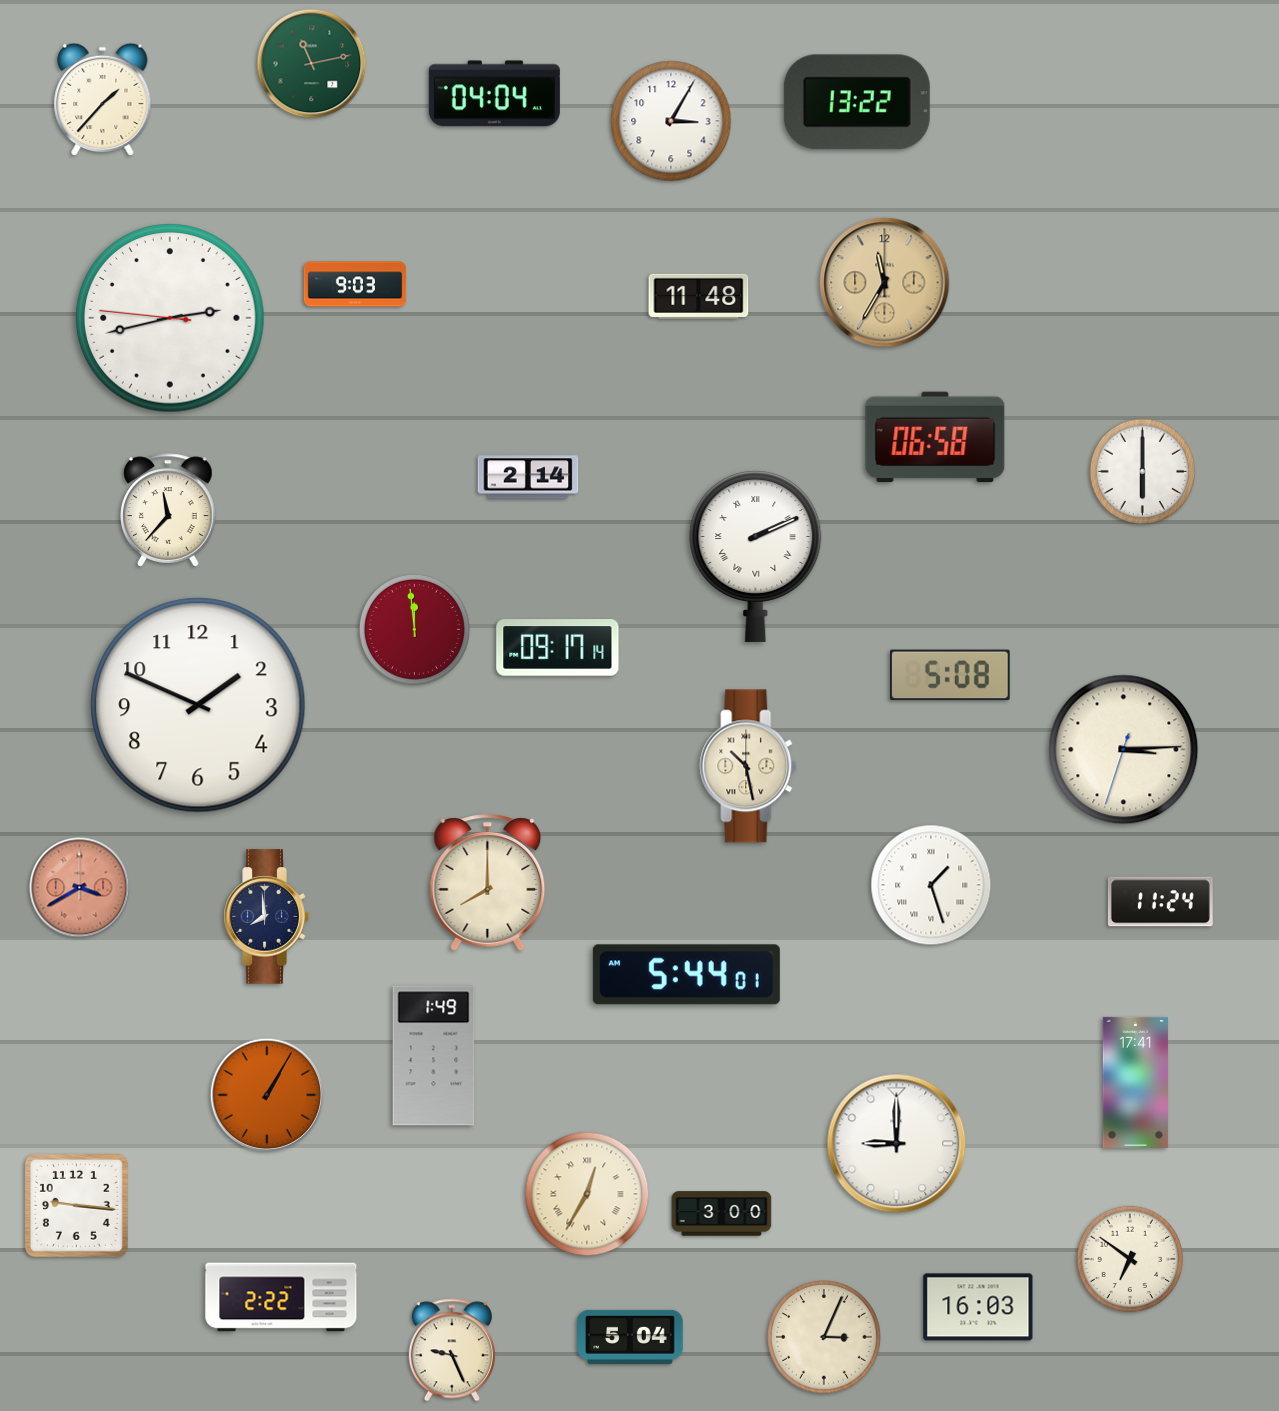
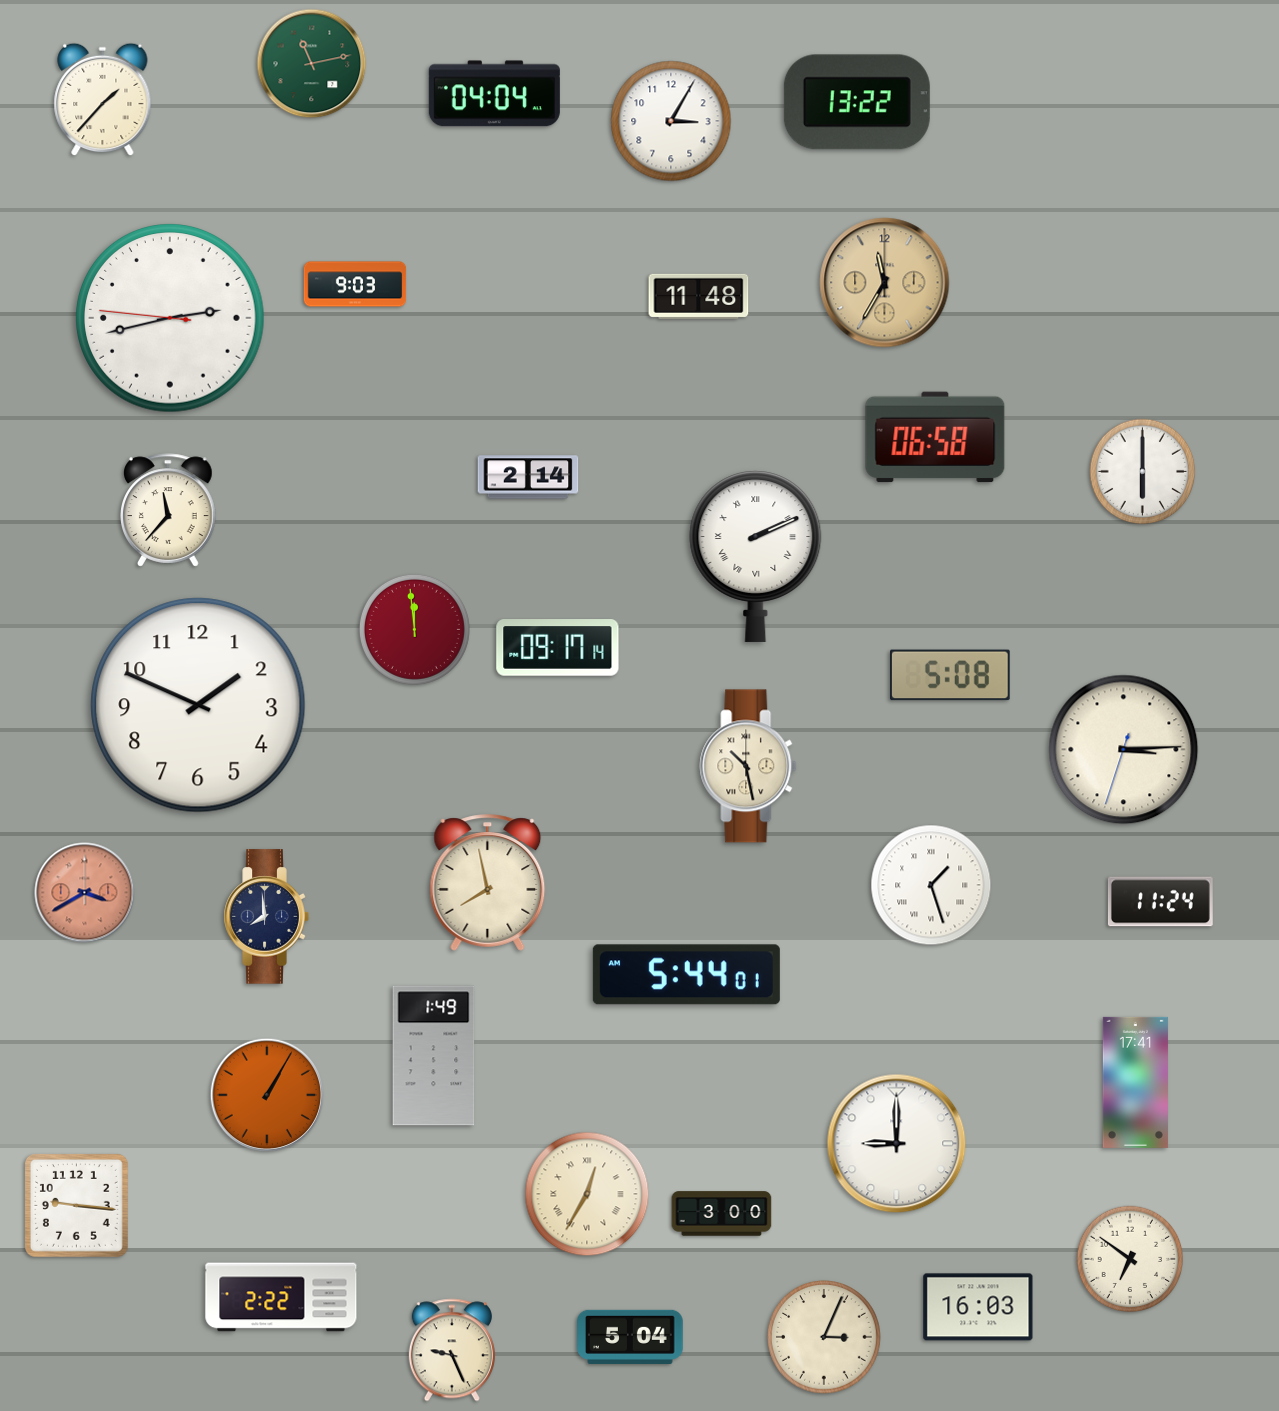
clock at (488, 883): 8:00 -> 7:58
clock at (80, 888) position: (80, 888) -> (85, 893)
